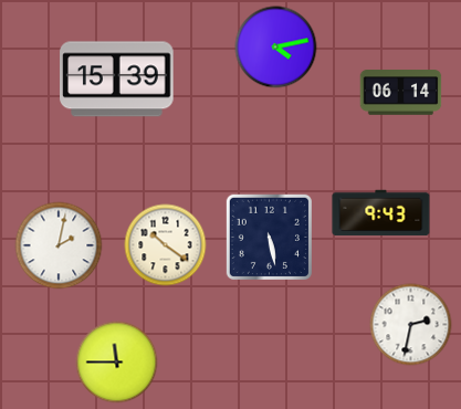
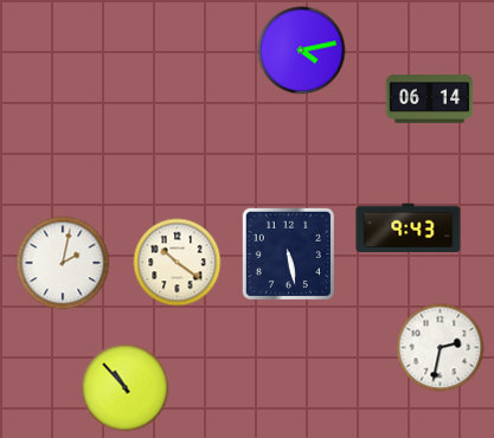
clock at (276, 48) position: (276, 48) -> (302, 51)
clock at (117, 80): 15:39 -> none
clock at (117, 363): 11:45 -> 10:53
